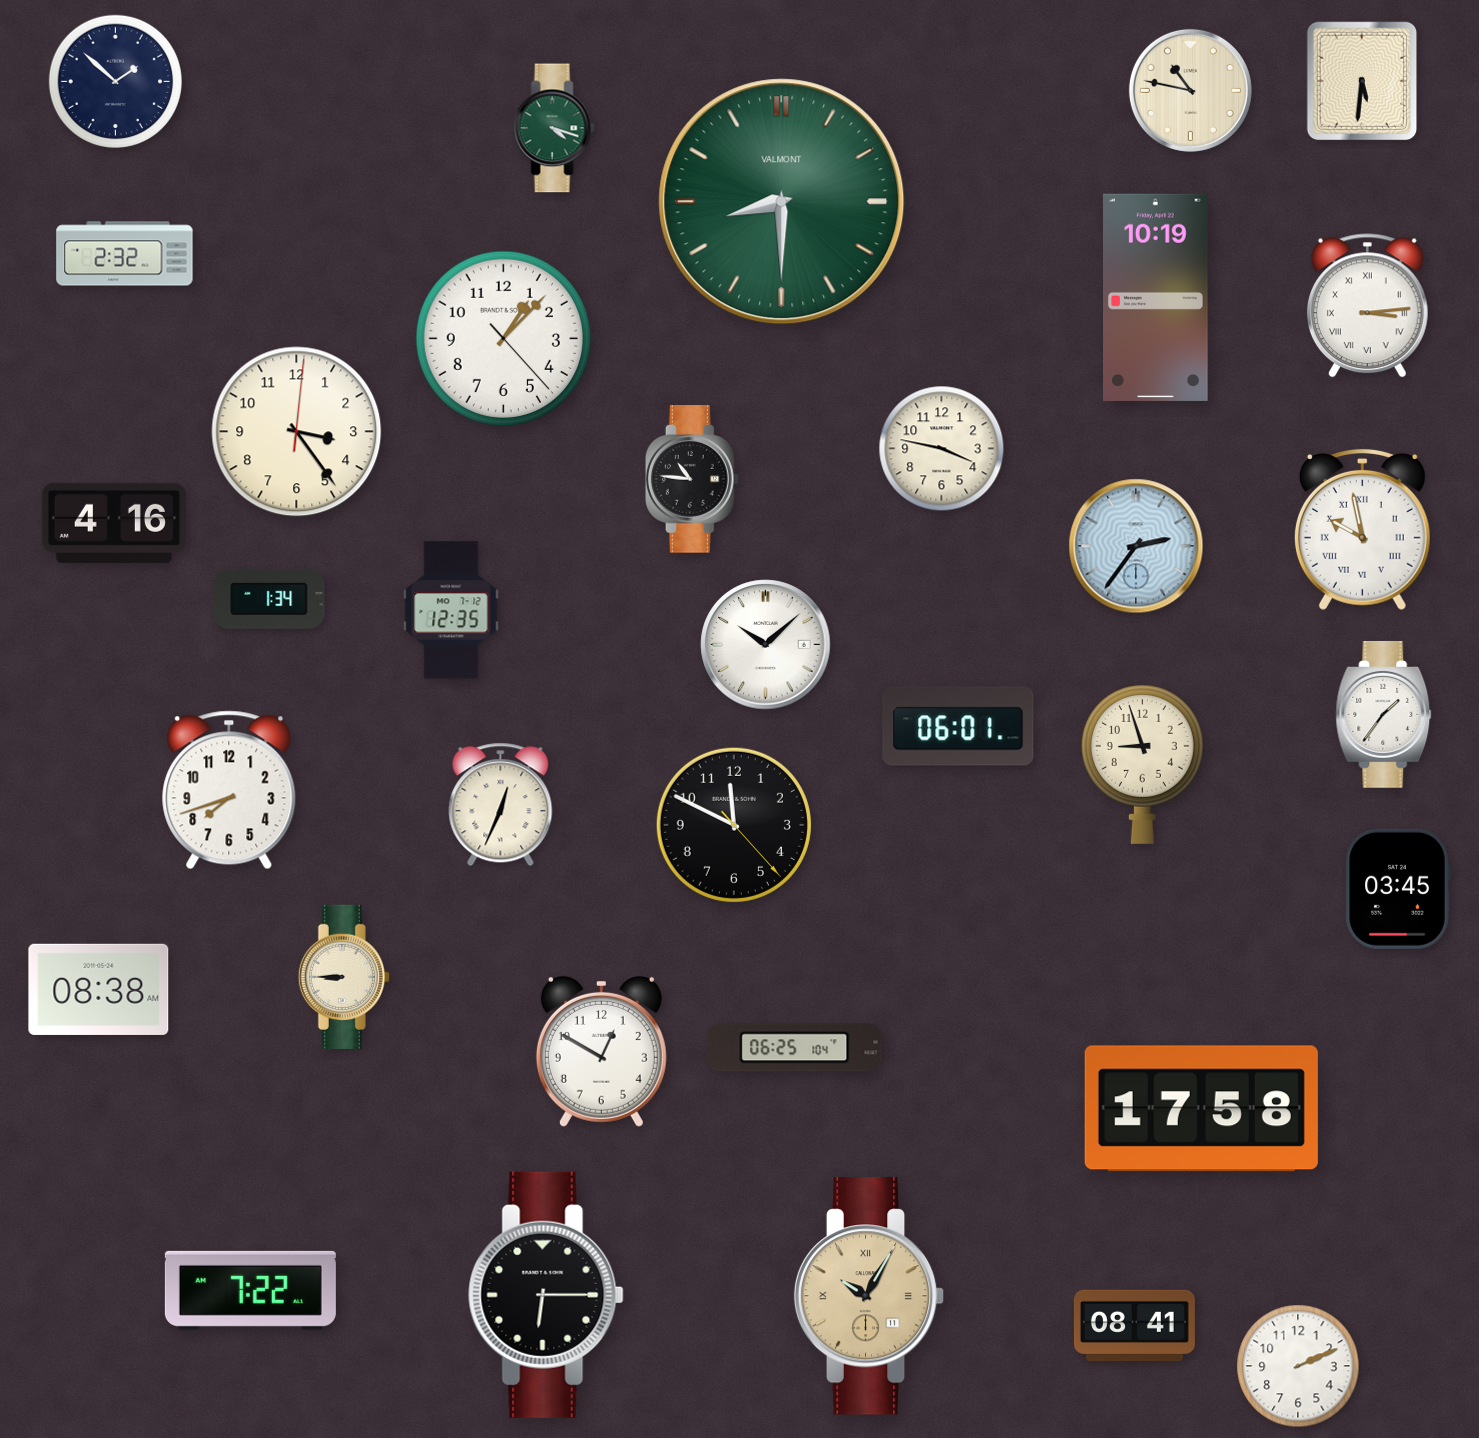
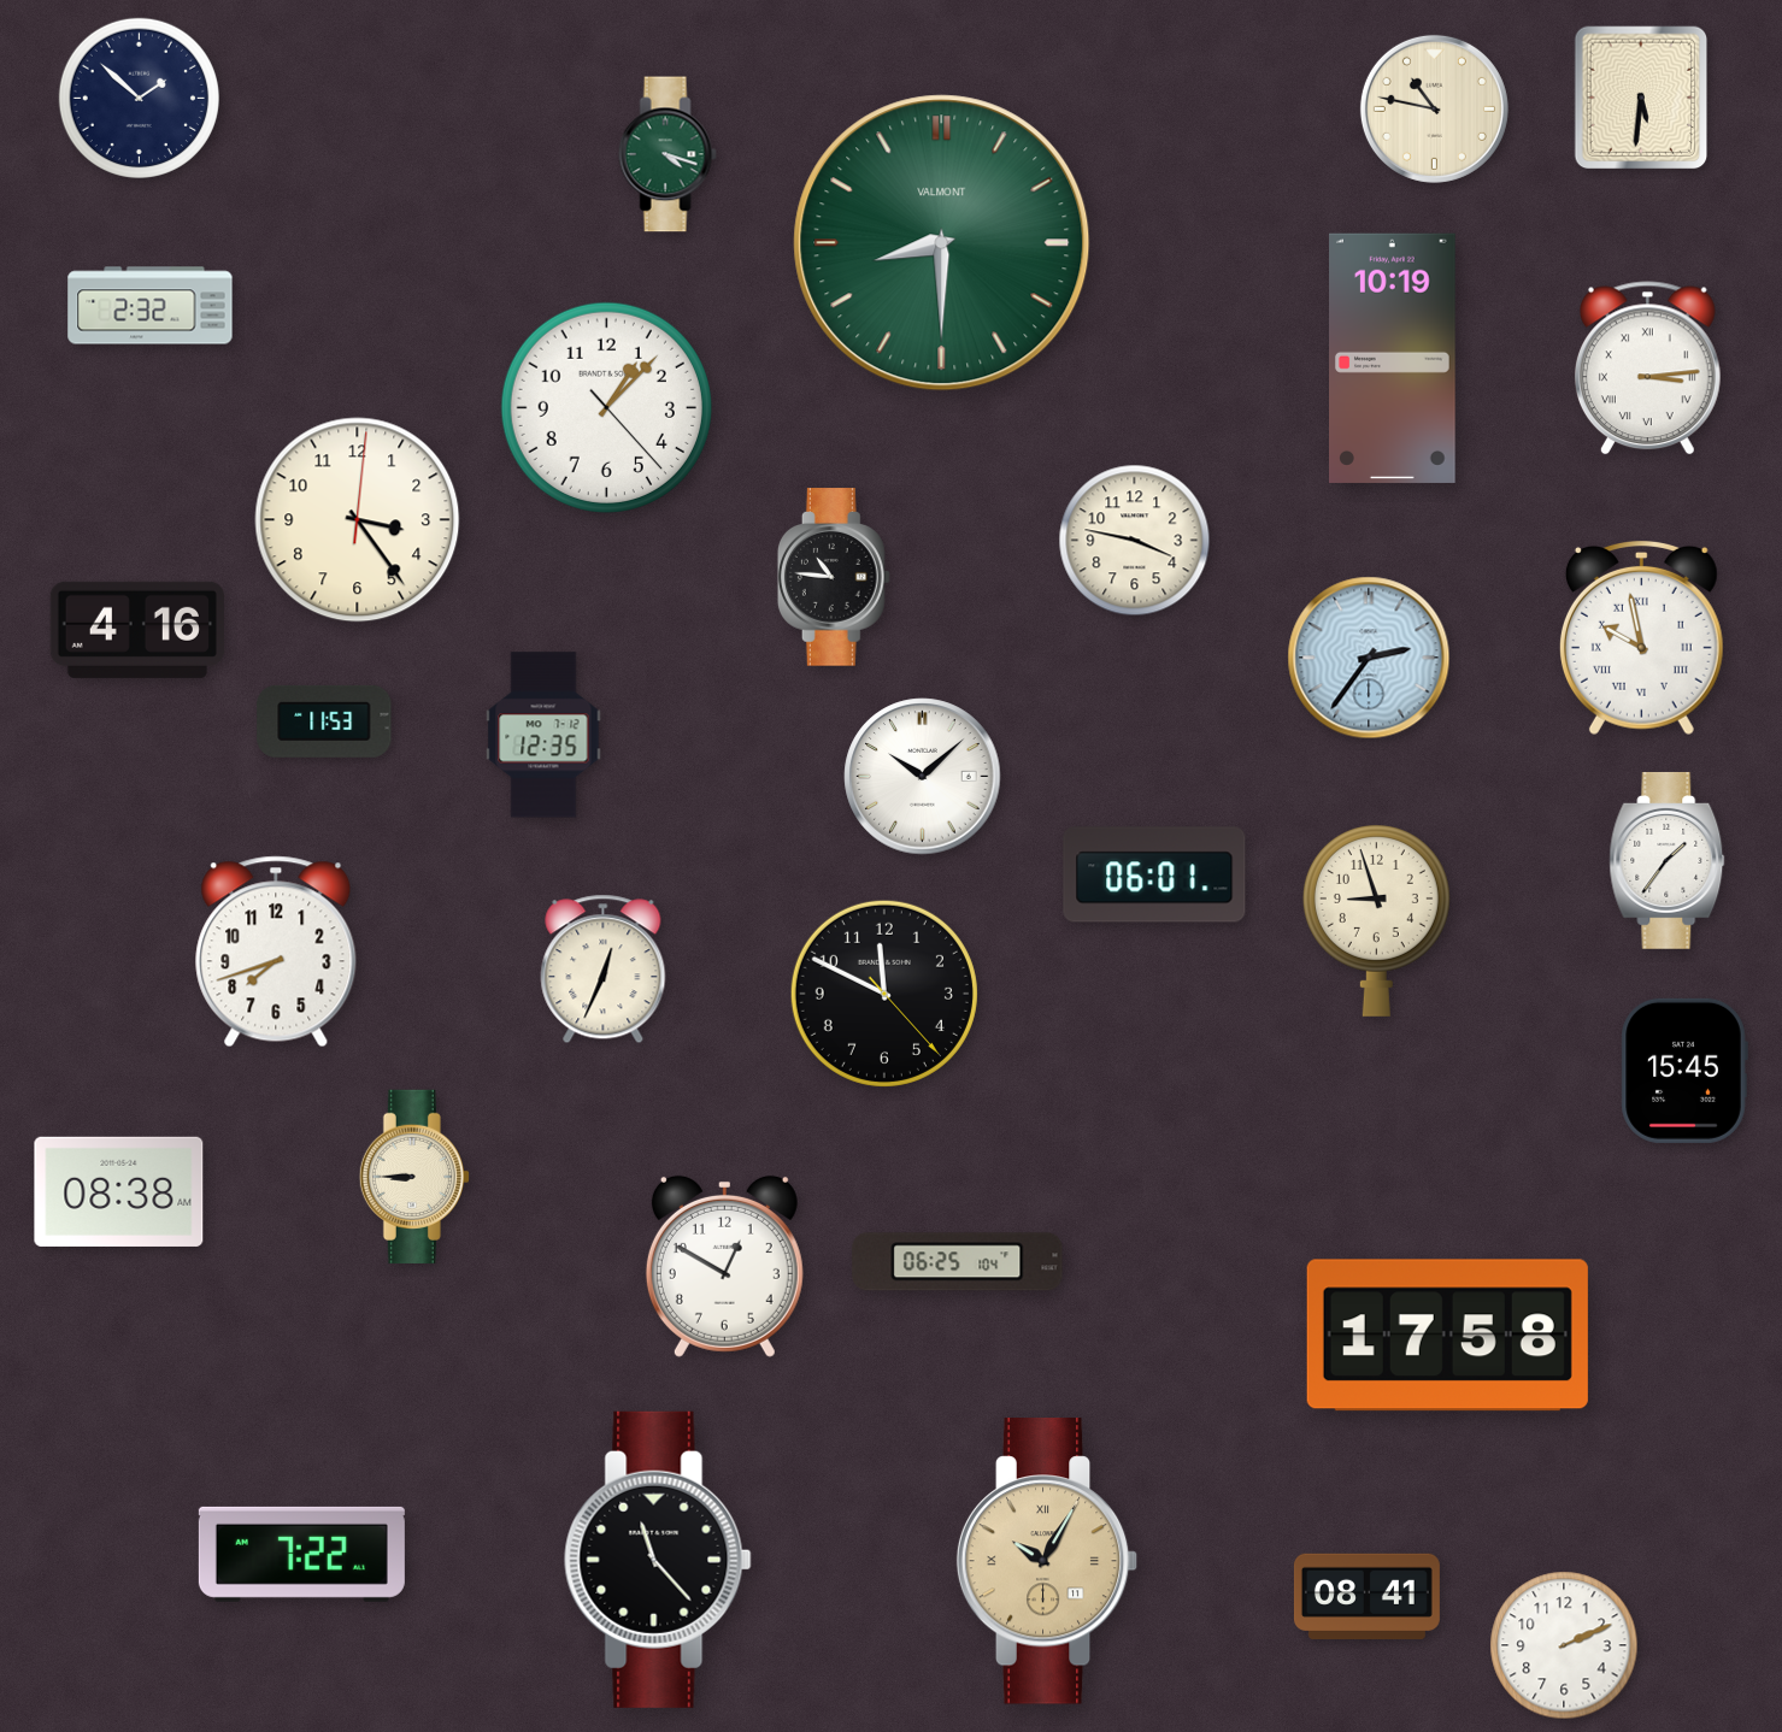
clock at (269, 599): 1:34 -> 11:53
clock at (1398, 889): 03:45 -> 15:45
clock at (546, 1295): 6:15 -> 11:23
